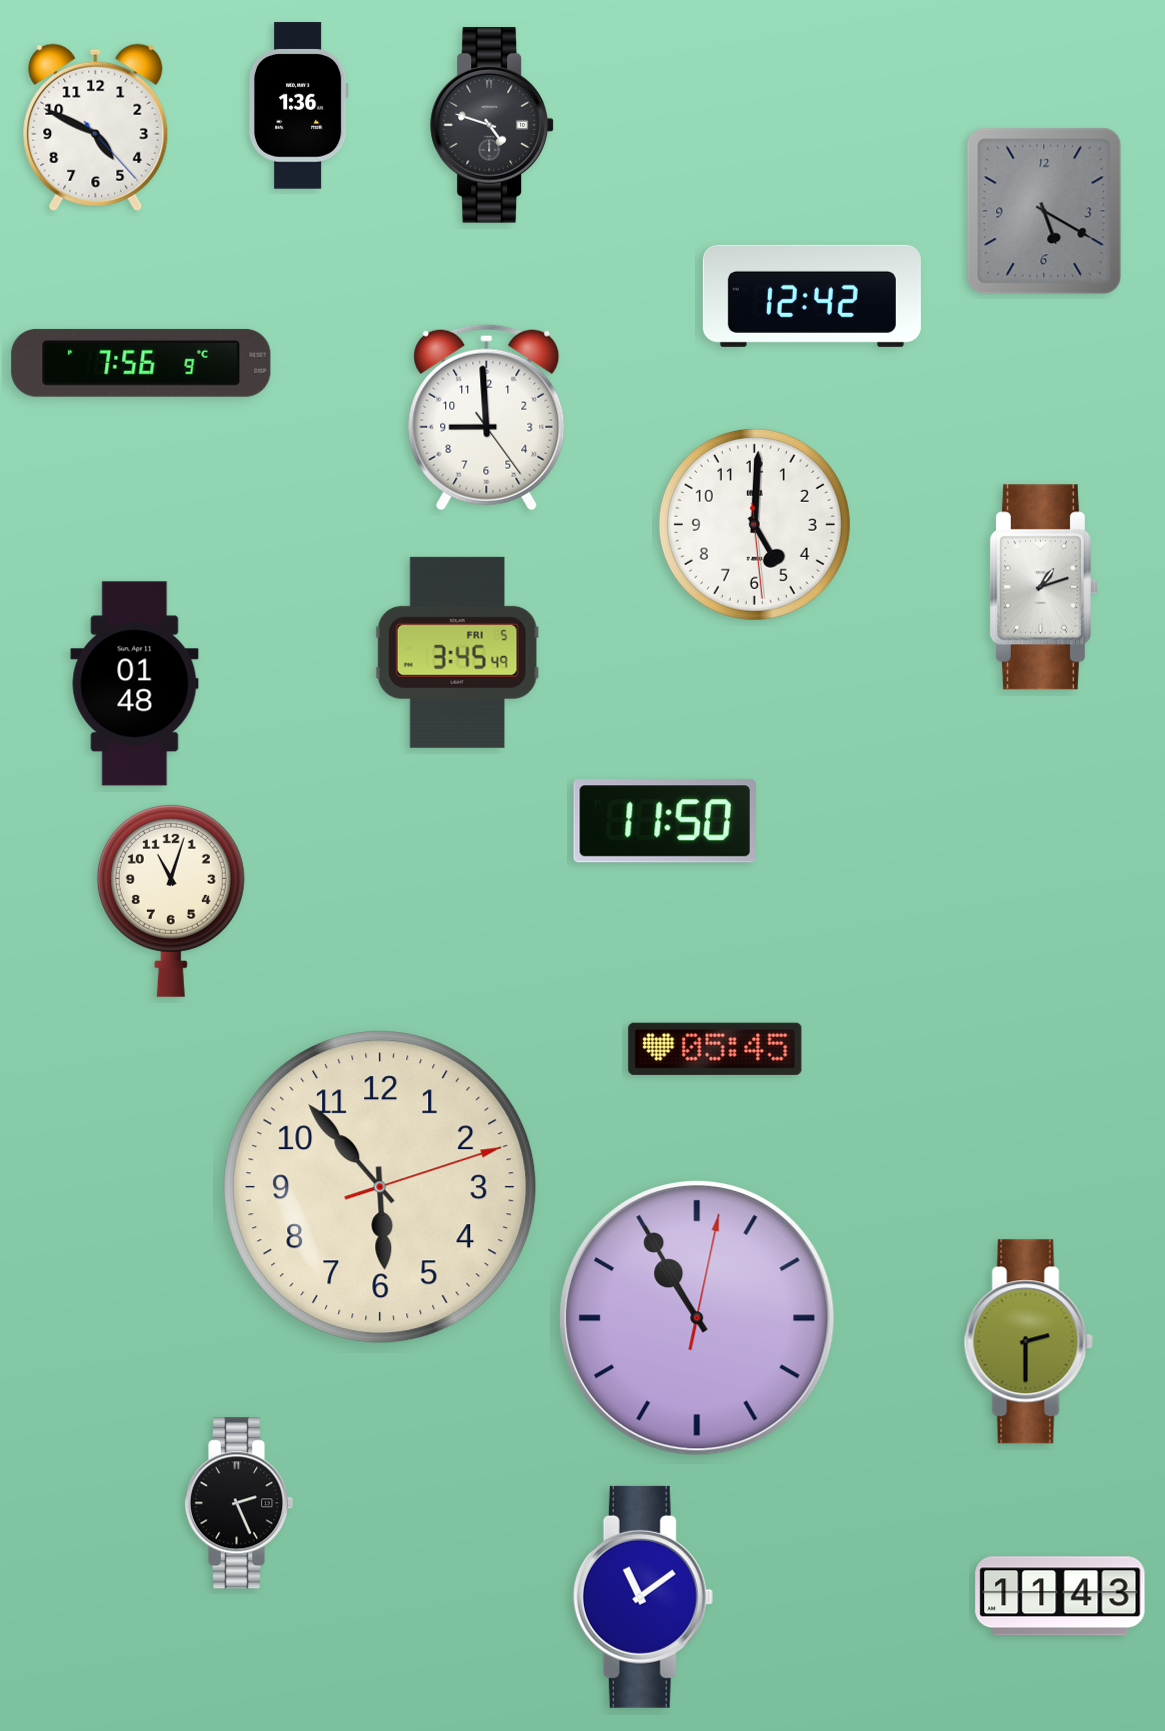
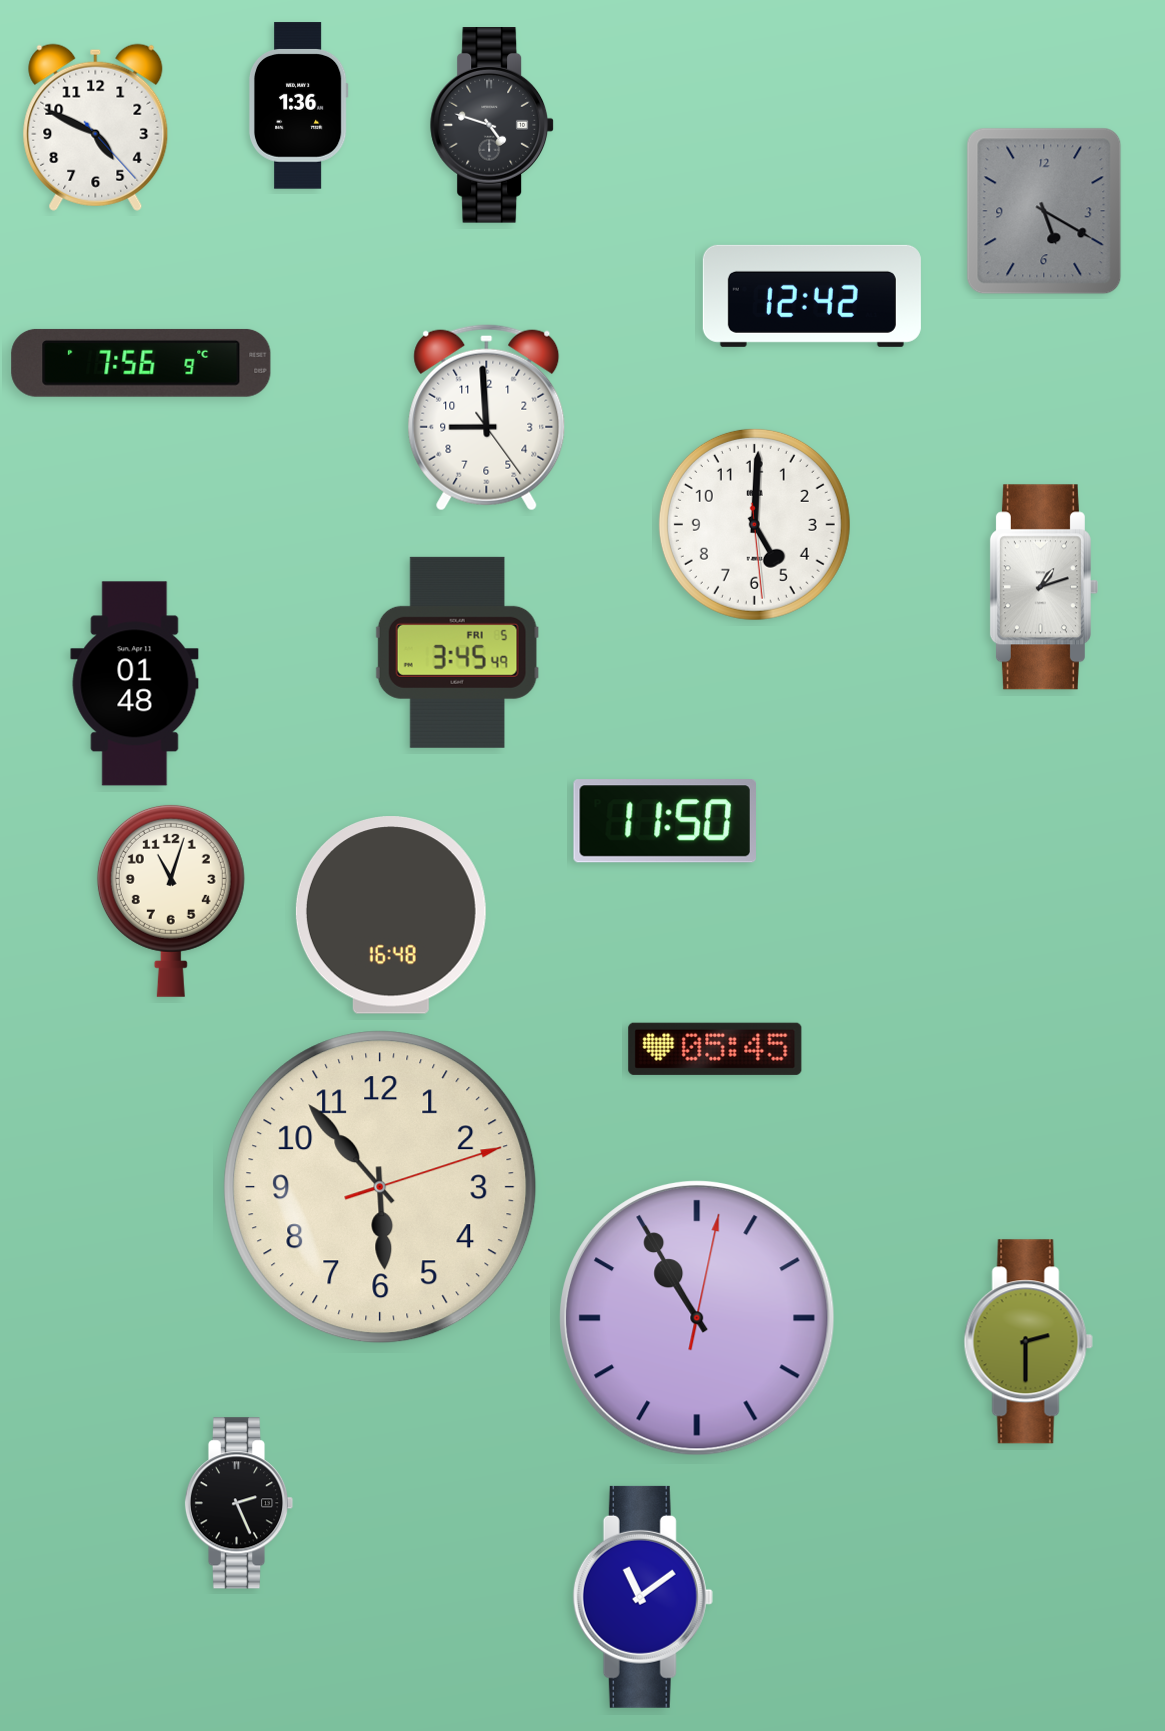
clock at (391, 915): none -> 16:48
clock at (1060, 1596): 11:43 -> none
